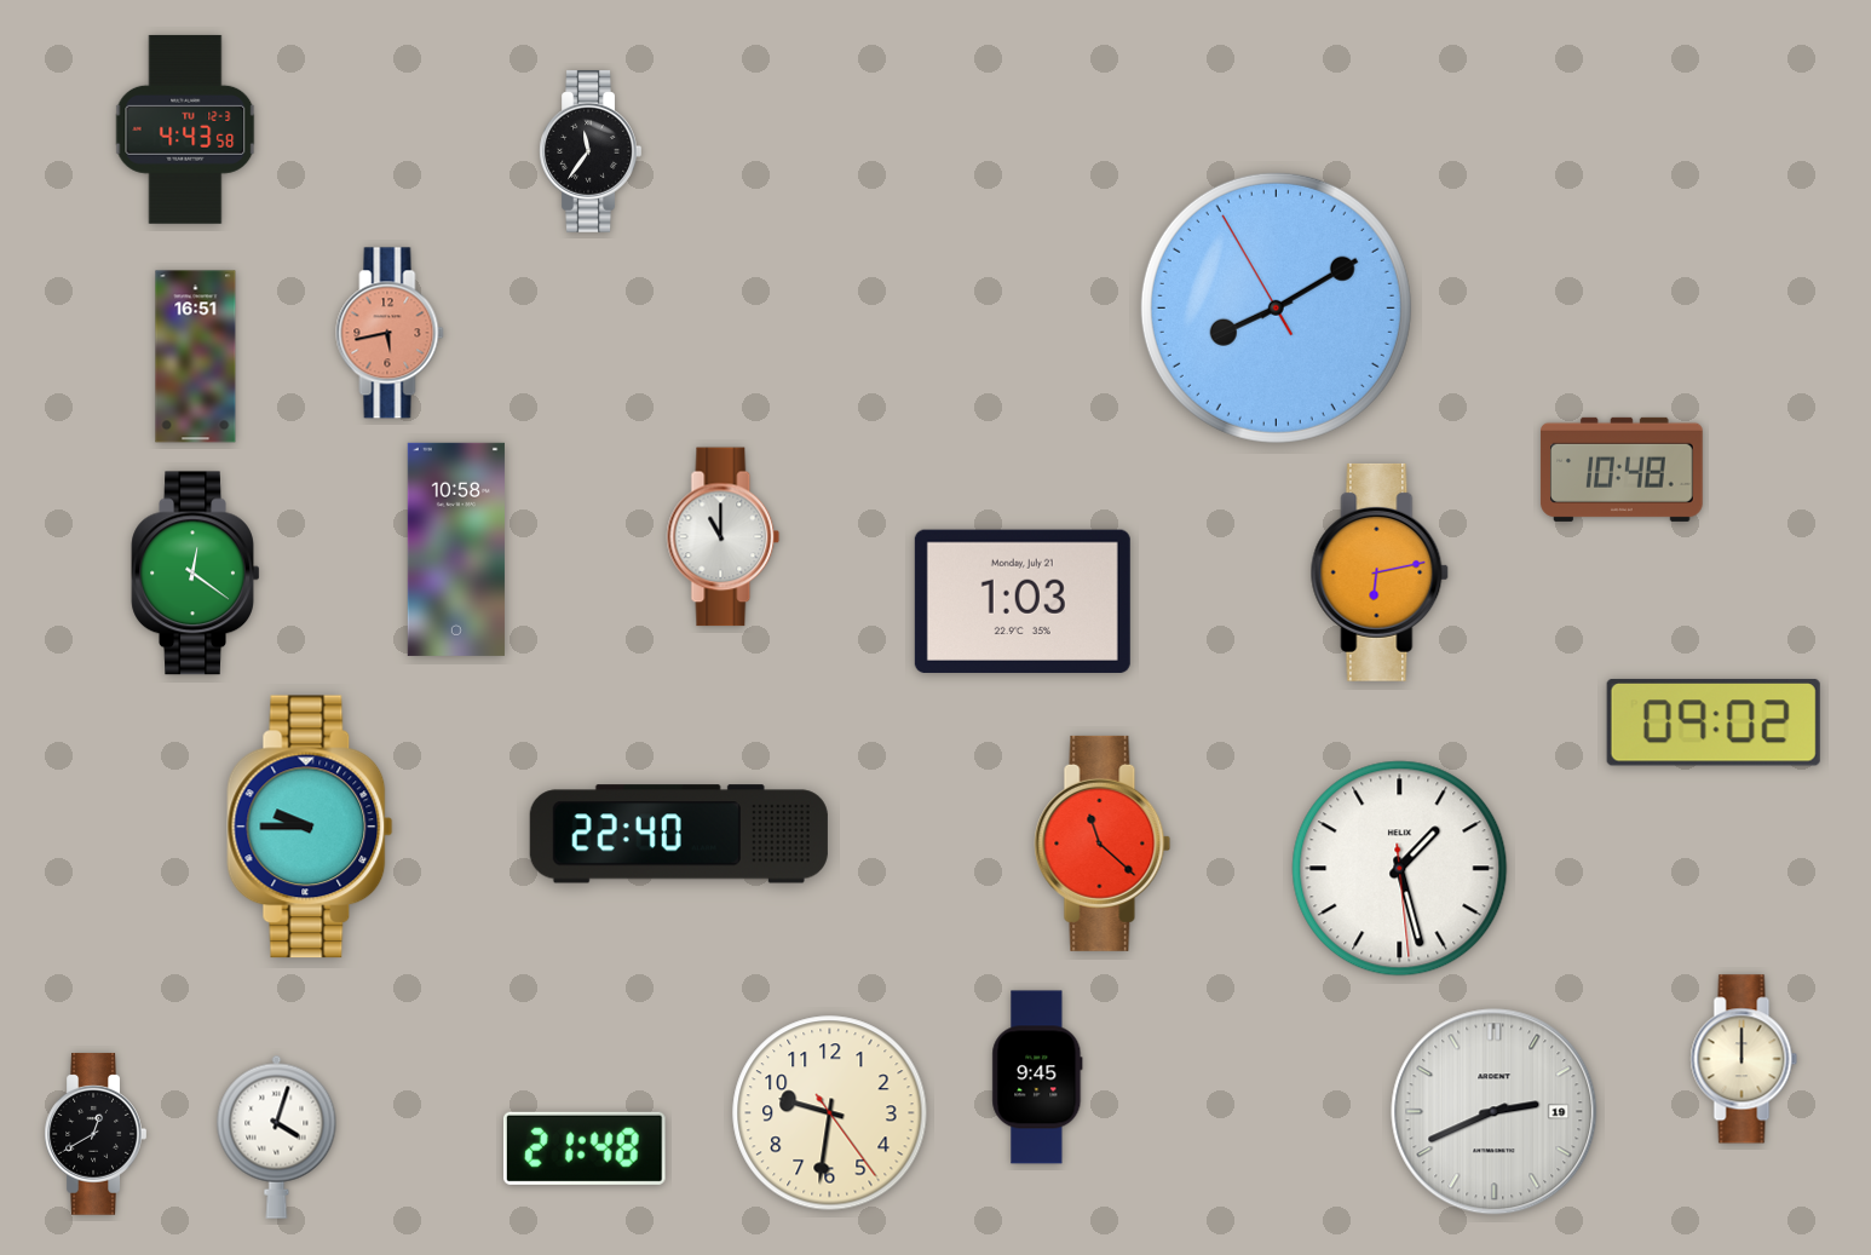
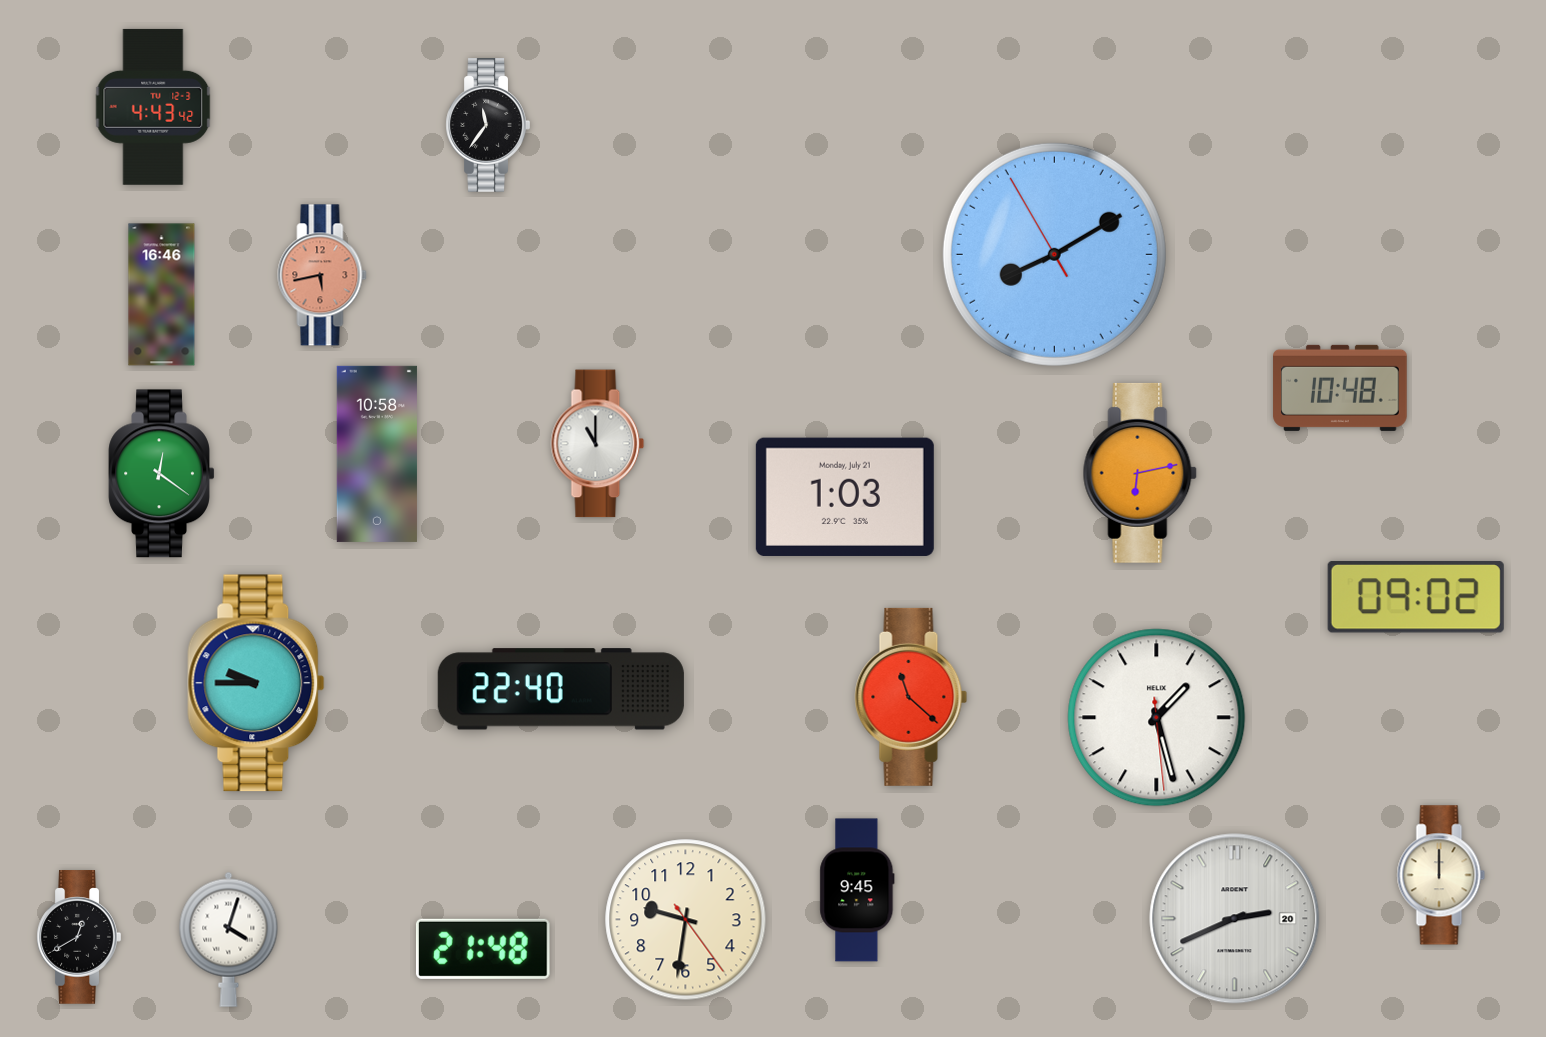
clock at (185, 129): 4:43:58 -> 4:43:42
clock at (196, 357): 16:51 -> 16:46
clock at (1495, 1112) date: 19 -> 20
